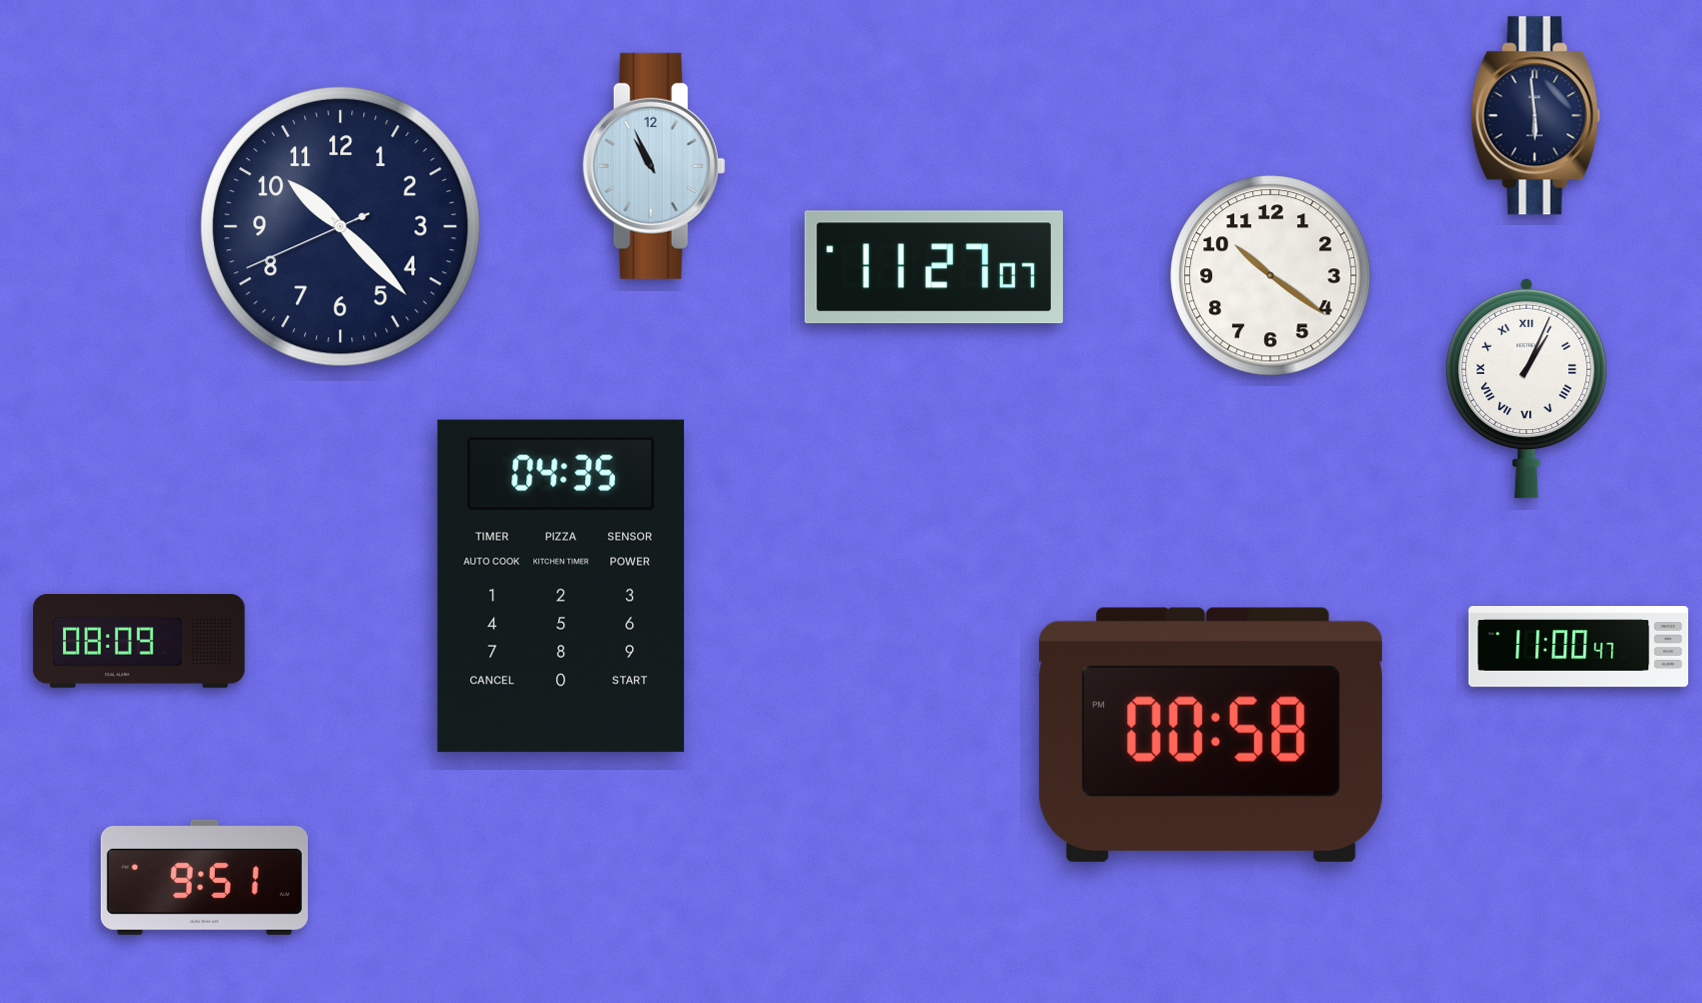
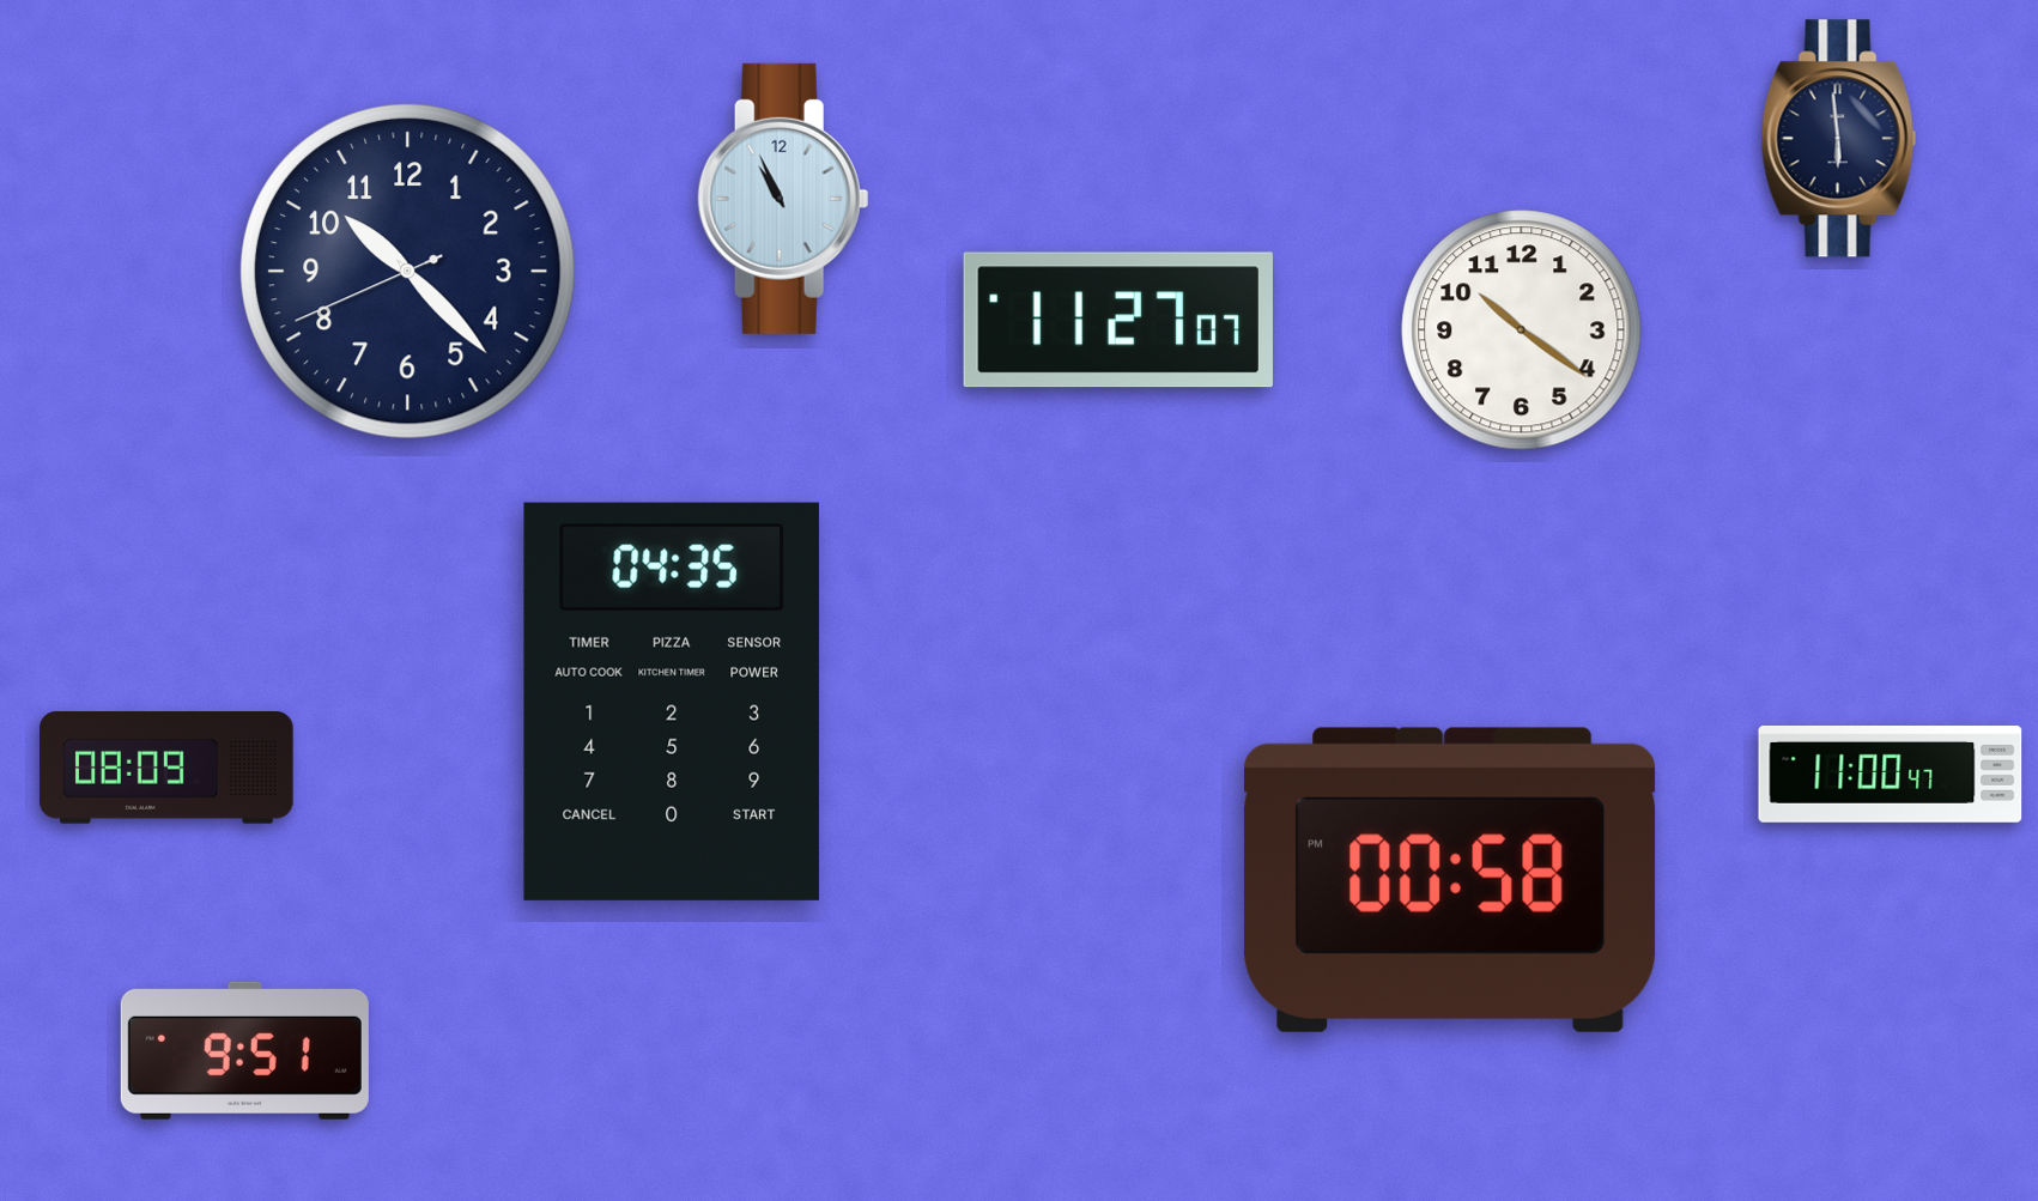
clock at (1527, 388): 1:04 -> none
